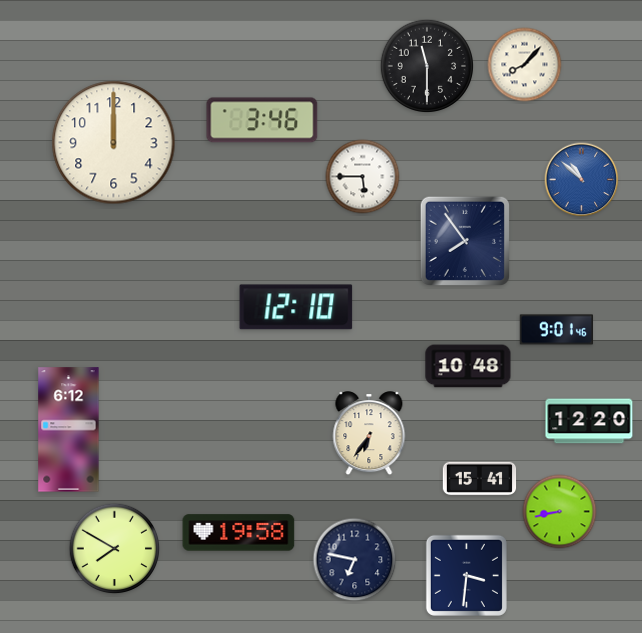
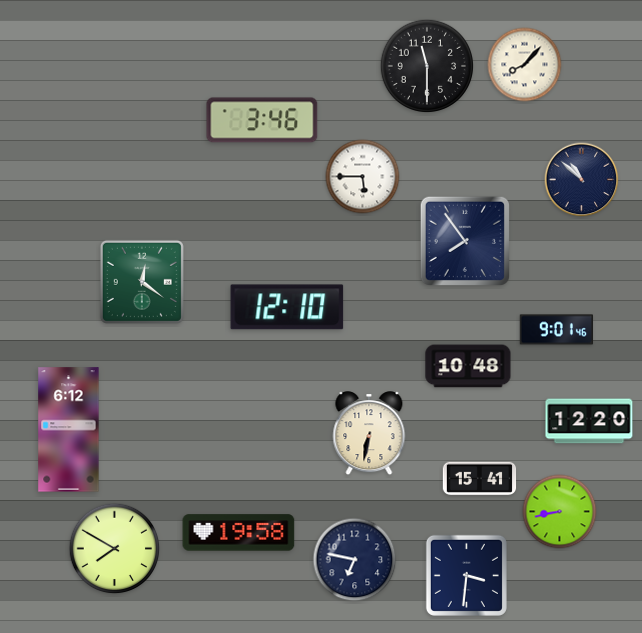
clock at (114, 143): 12:00 -> none
clock at (582, 180) dial: blue -> navy
clock at (142, 282): none -> 12:21
clock at (296, 307) position: (296, 307) -> (287, 307)
clock at (369, 434): 6:36 -> 6:32
